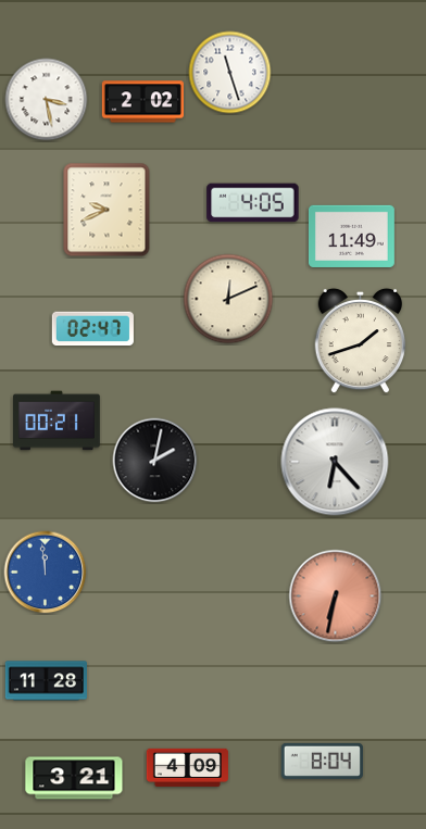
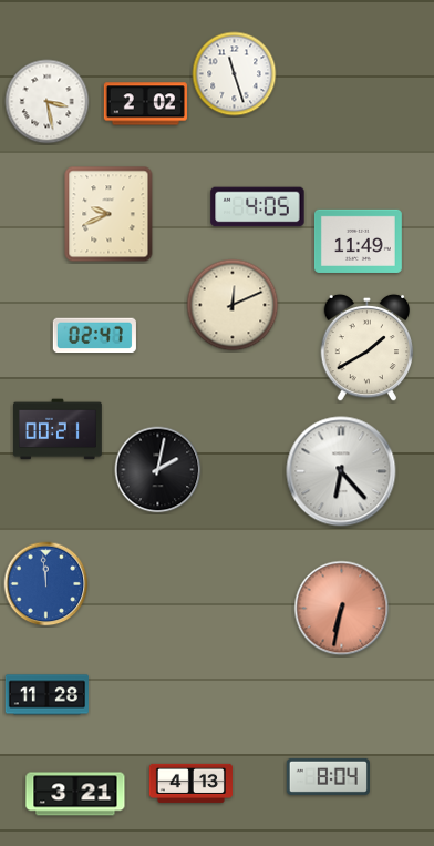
clock at (361, 341): 1:42 -> 1:40
clock at (187, 767): 4:09 -> 4:13
